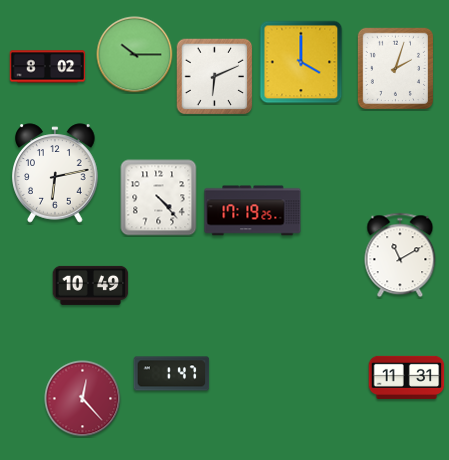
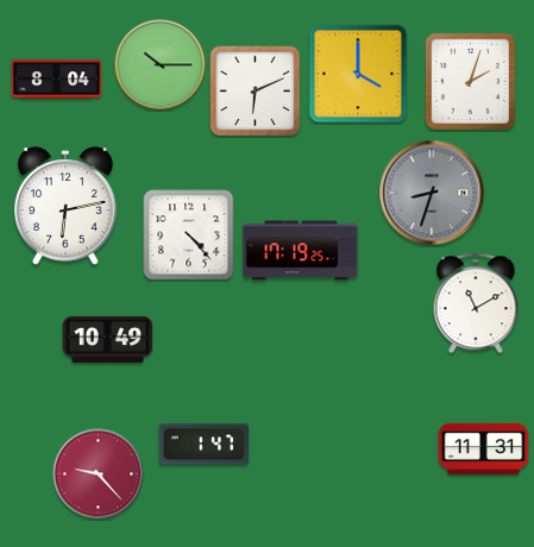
clock at (48, 67): 8:02 -> 8:04
clock at (432, 193): none -> 8:33
clock at (83, 399): 12:23 -> 9:23
